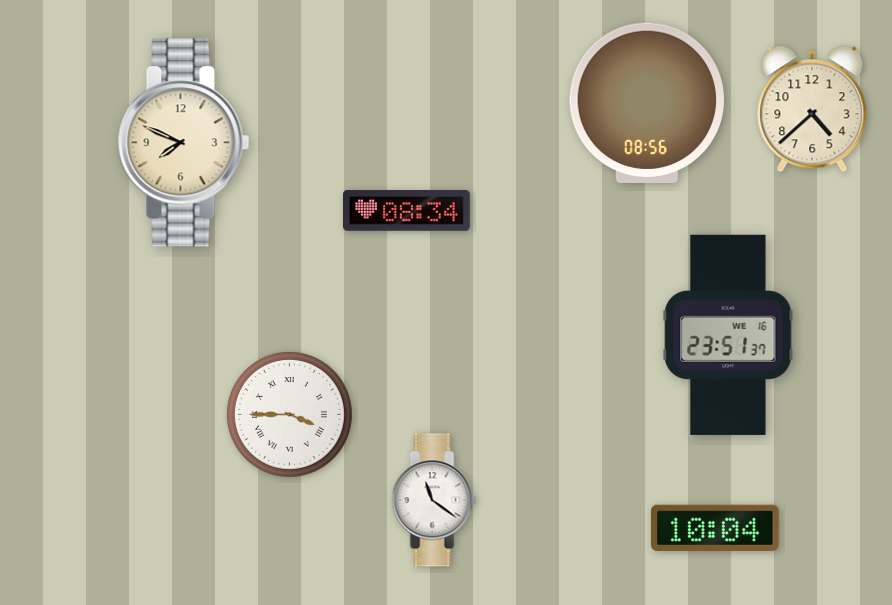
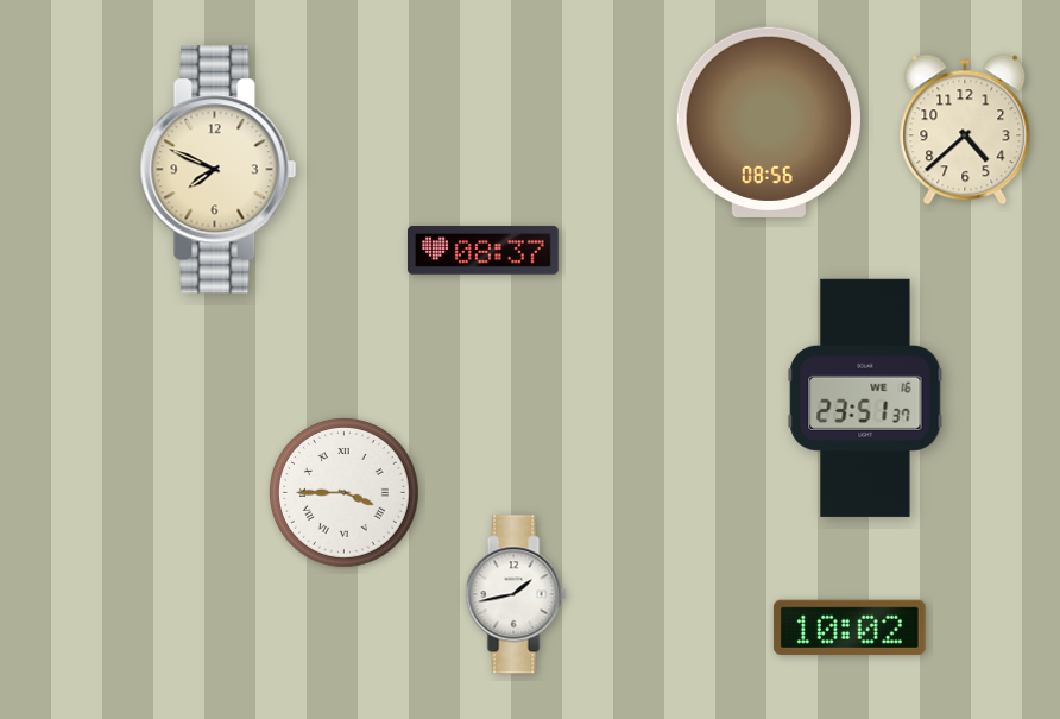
clock at (407, 211): 08:34 -> 08:37
clock at (434, 500): 11:21 -> 1:43
clock at (715, 528): 10:04 -> 10:02
